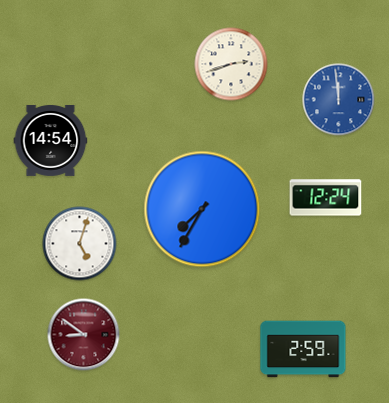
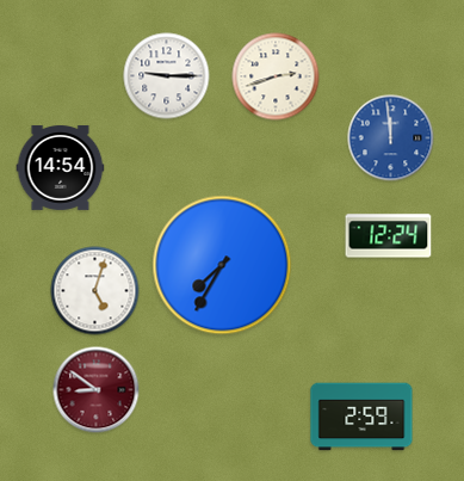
clock at (167, 76): none -> 9:15
clock at (339, 100) position: (339, 100) -> (391, 138)
clock at (202, 209) position: (202, 209) -> (222, 265)
clock at (84, 335) position: (84, 335) -> (97, 390)
